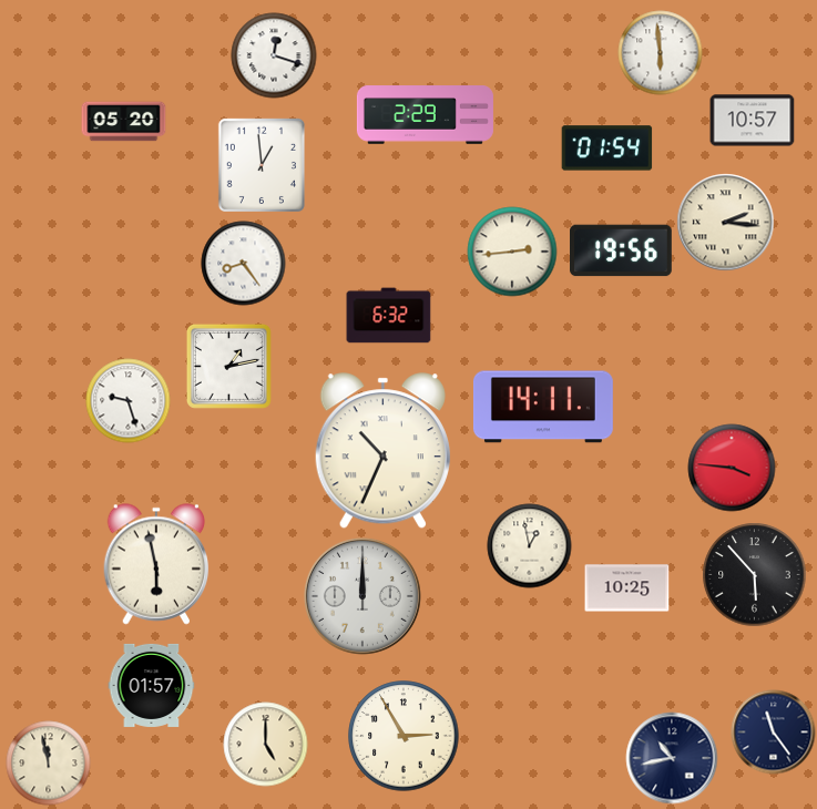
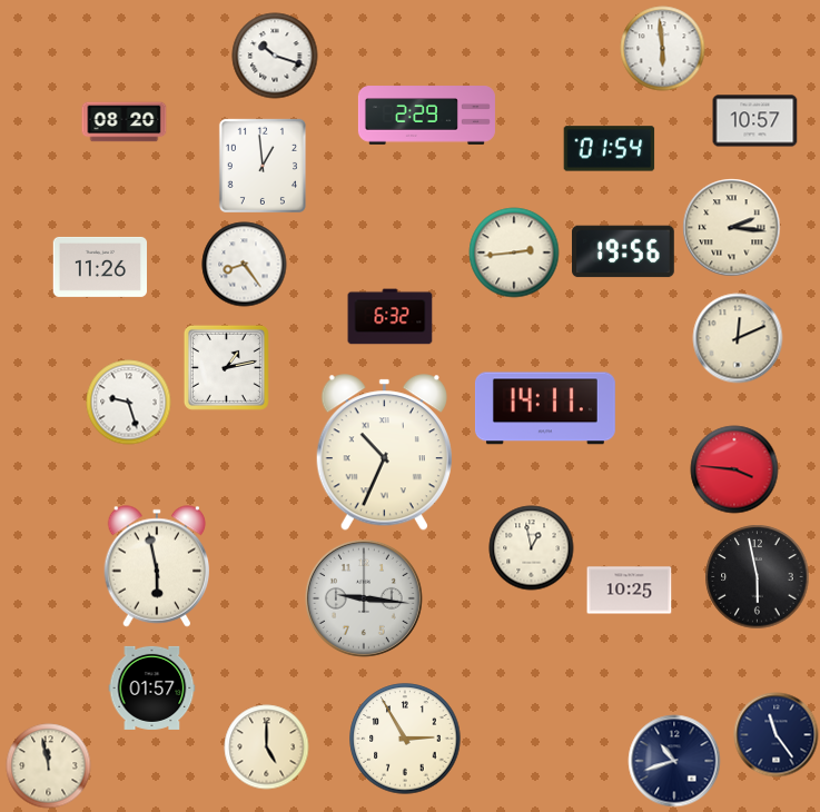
clock at (661, 53) position: (661, 53) -> (663, 49)
clock at (274, 55): 12:18 -> 10:18
clock at (124, 122): 05:20 -> 08:20
clock at (726, 223) position: (726, 223) -> (732, 228)
clock at (99, 267): none -> 11:26
clock at (738, 338): none -> 12:11
clock at (228, 366) position: (228, 366) -> (226, 367)
clock at (755, 575): 5:53 -> 5:58
clock at (362, 596): 12:00 -> 9:16
clock at (672, 758): 10:43 -> 10:42
